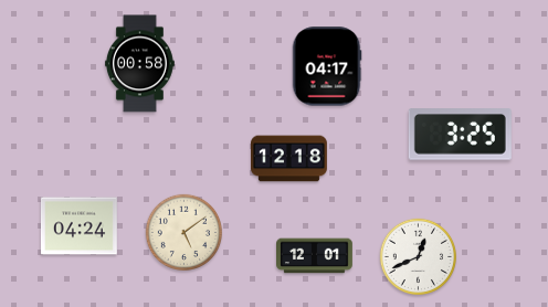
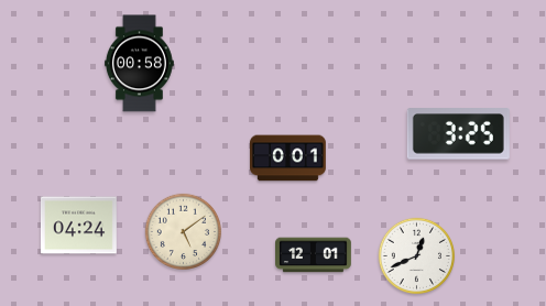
clock at (327, 66): 04:17 -> none
clock at (289, 159): 12:18 -> 0:01
